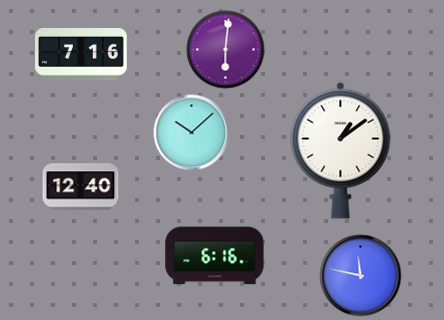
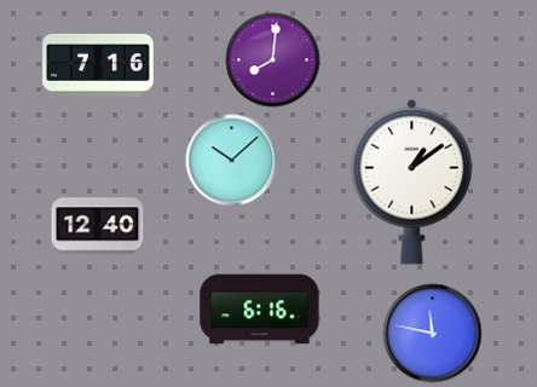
clock at (226, 50): 6:01 -> 8:01
clock at (361, 276) position: (361, 276) -> (433, 334)
